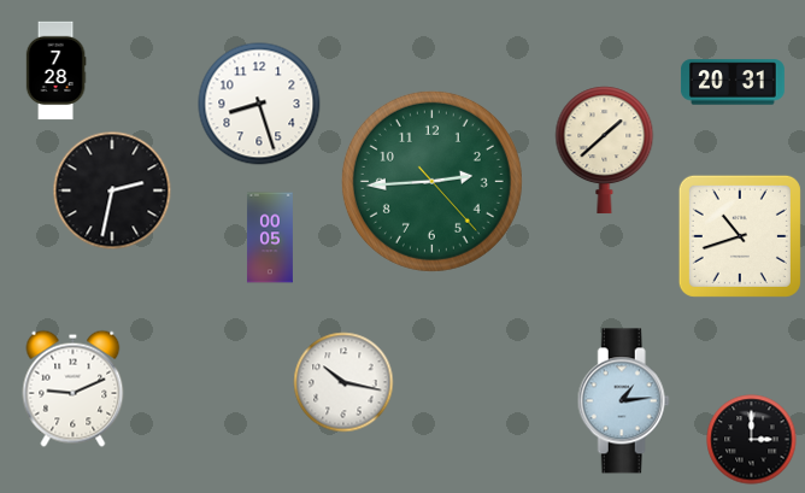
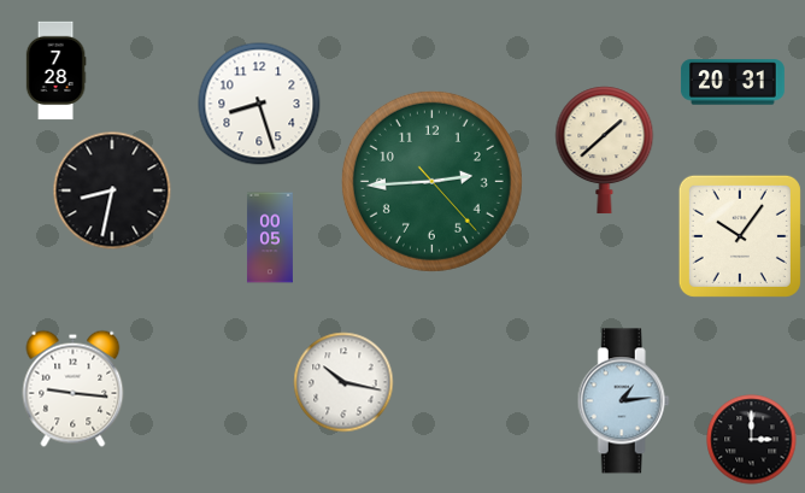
clock at (112, 190): 2:32 -> 8:32
clock at (740, 236): 10:42 -> 10:06
clock at (74, 388): 9:11 -> 9:16
